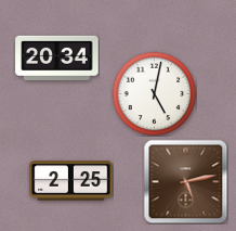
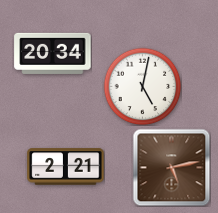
clock at (71, 181): 2:25 -> 2:21
